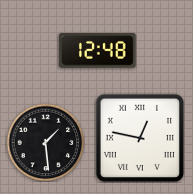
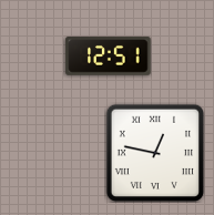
clock at (98, 51): 12:48 -> 12:51
clock at (45, 142): 1:29 -> none
